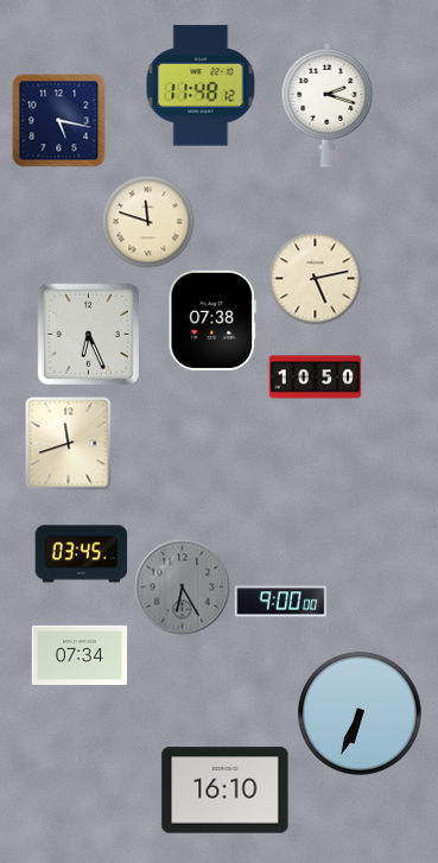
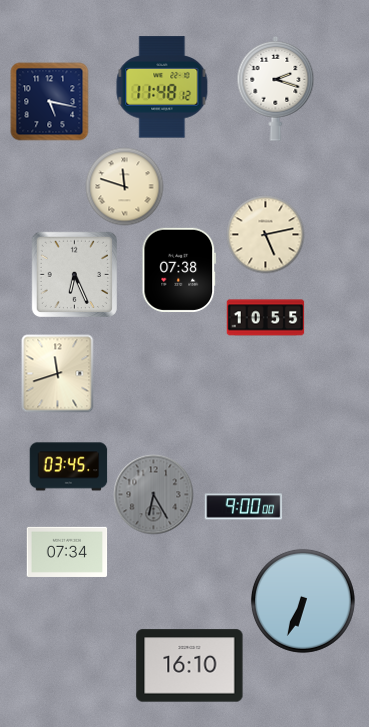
clock at (201, 85) position: (201, 85) -> (162, 87)
clock at (88, 334) position: (88, 334) -> (74, 274)
clock at (315, 377): 10:50 -> 10:55
clock at (280, 602) position: (280, 602) -> (243, 507)
